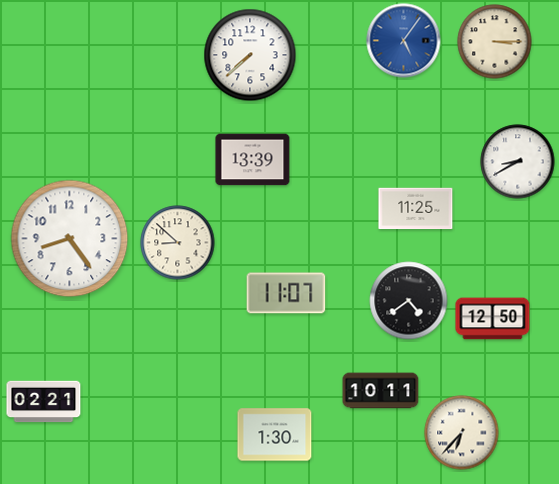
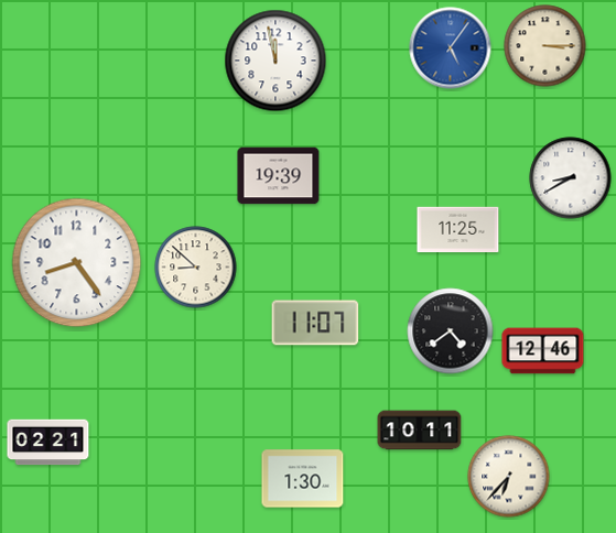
clock at (404, 41) position: (404, 41) -> (451, 48)
clock at (250, 55): 7:38 -> 11:58
clock at (253, 160): 13:39 -> 19:39
clock at (493, 319): 12:50 -> 12:46
